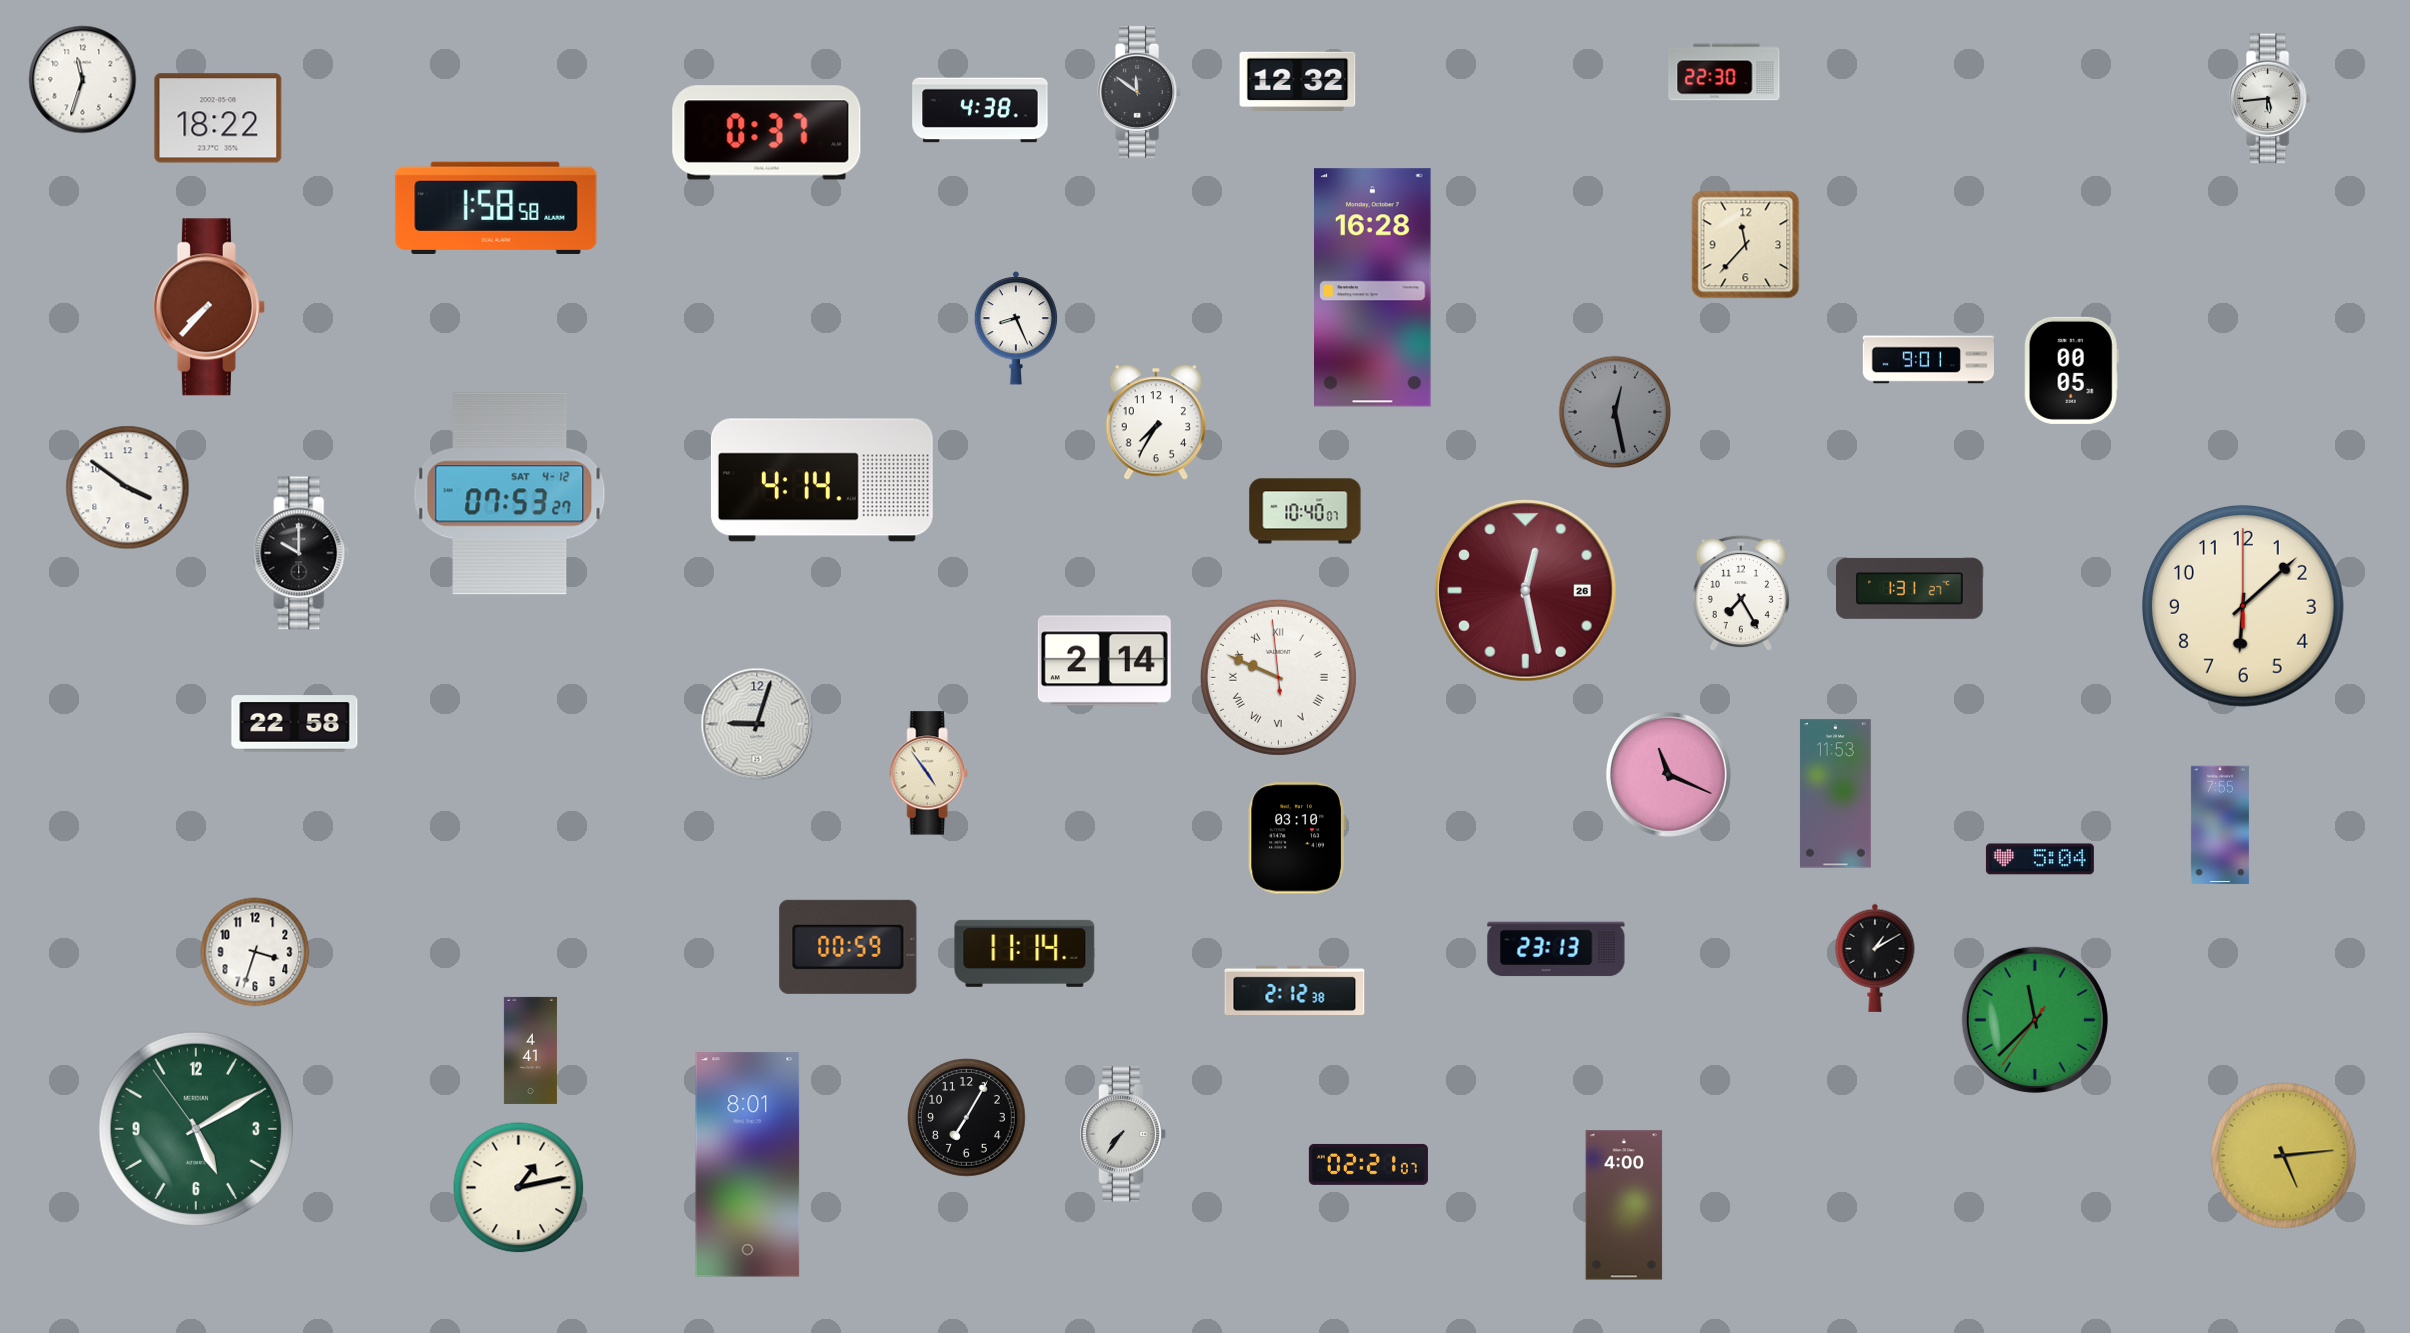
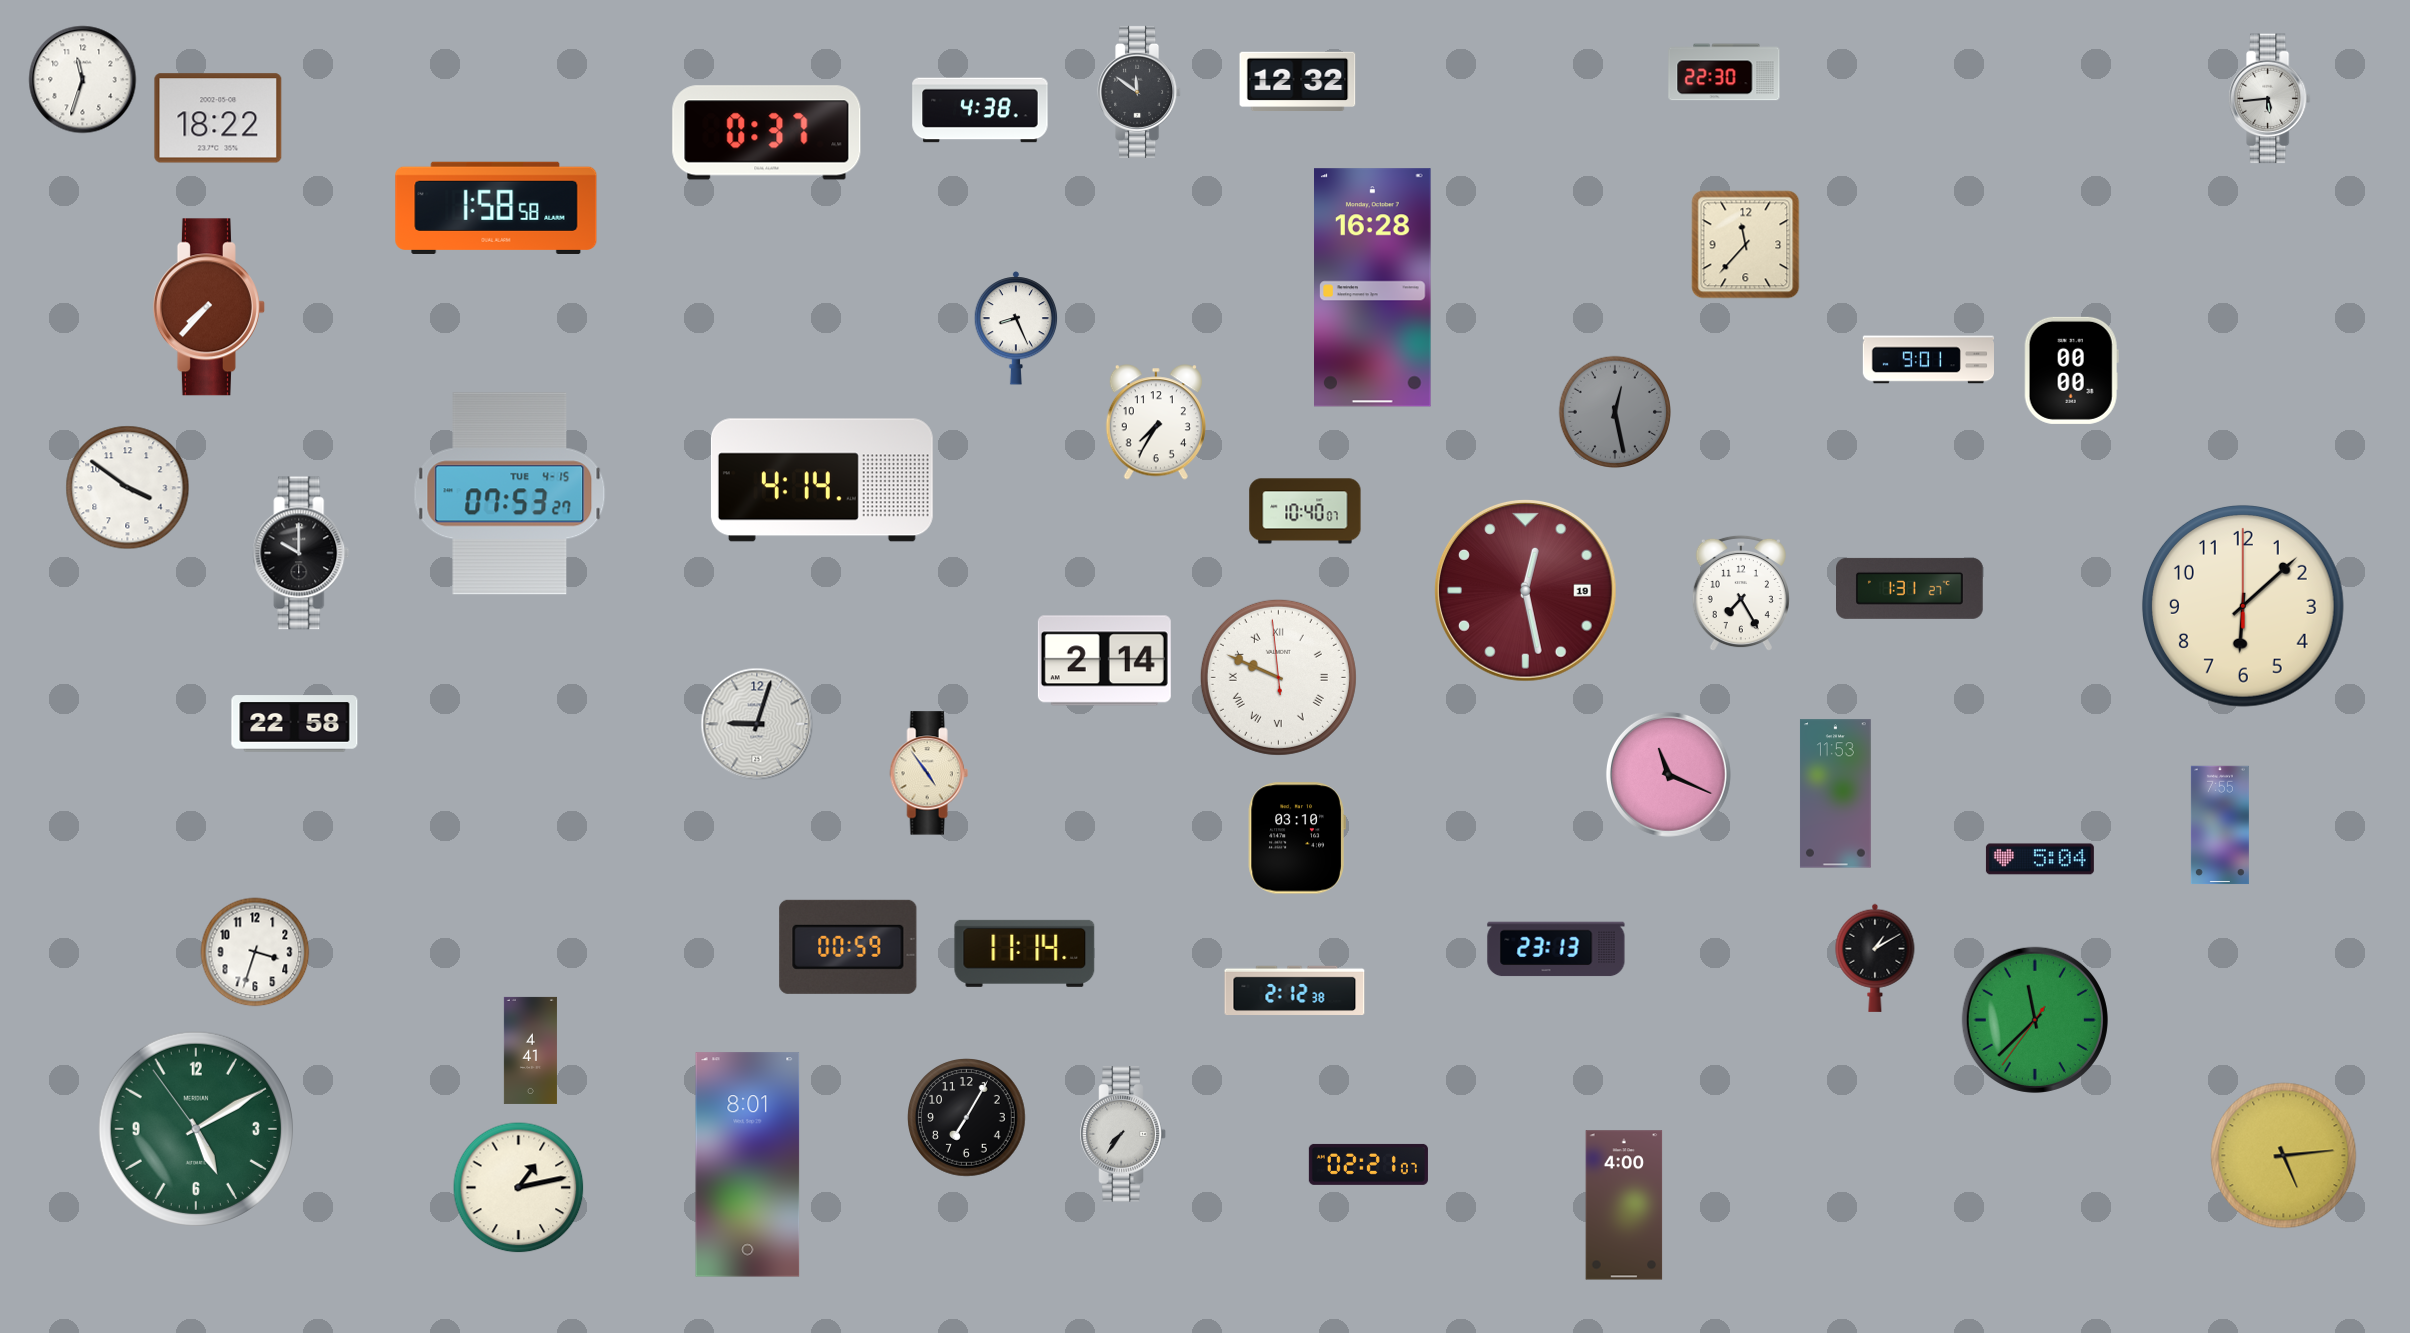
clock at (2071, 370): 00:05 -> 00:00
clock at (510, 494) date: SAT 4-12 -> TUE 4-15
clock at (1526, 591) date: 26 -> 19
